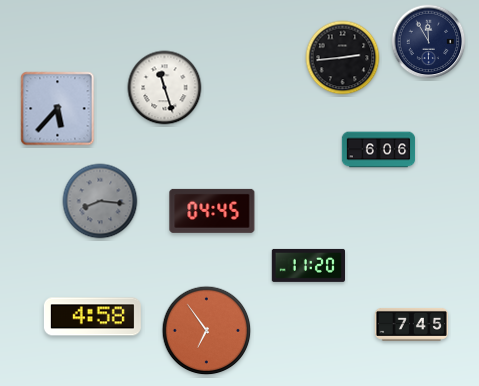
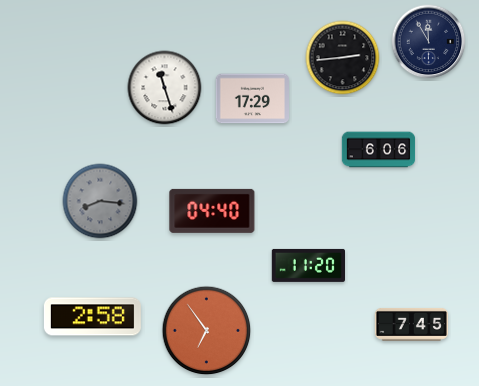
clock at (252, 99): none -> 17:29
clock at (58, 109): 5:37 -> none
clock at (212, 211): 04:45 -> 04:40
clock at (92, 317): 4:58 -> 2:58
